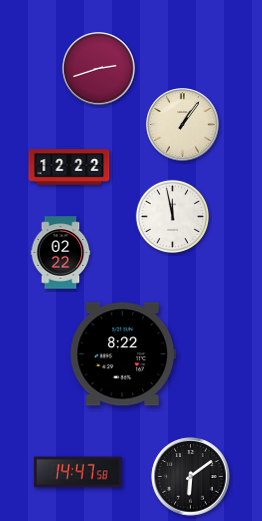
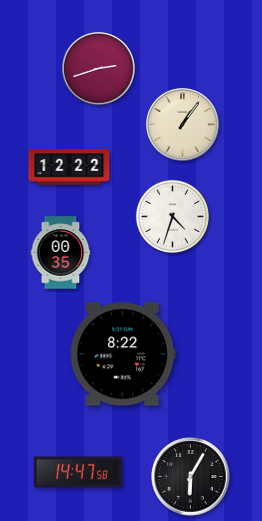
clock at (172, 216): 11:58 -> 4:33
clock at (61, 253): 02:22 -> 00:35
clock at (191, 477): 6:09 -> 6:05
